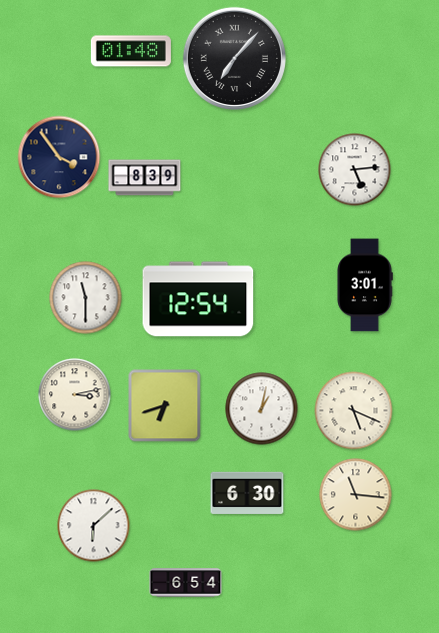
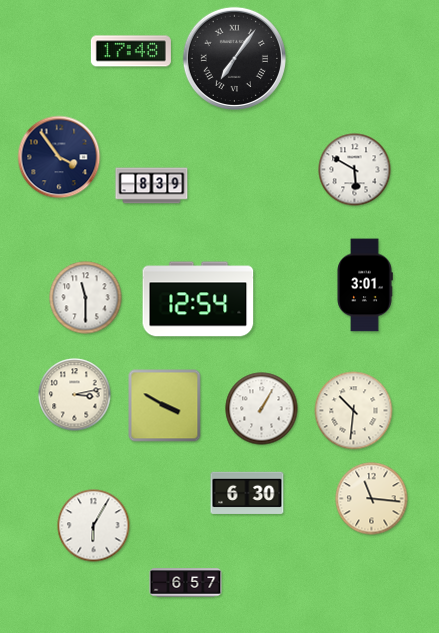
clock at (131, 51): 01:48 -> 17:48
clock at (234, 58): 7:07 -> 7:06
clock at (355, 170): 5:14 -> 5:50
clock at (145, 178) position: (145, 178) -> (152, 186)
clock at (165, 406): 6:42 -> 3:50
clock at (262, 409): 1:02 -> 1:05
clock at (354, 411): 5:19 -> 10:31
clock at (356, 495) position: (356, 495) -> (372, 499)
clock at (94, 526): 6:08 -> 6:05
clock at (186, 583): 6:54 -> 6:57
